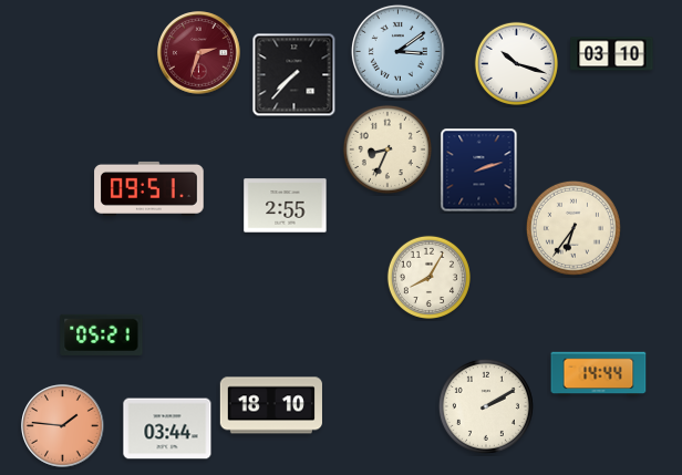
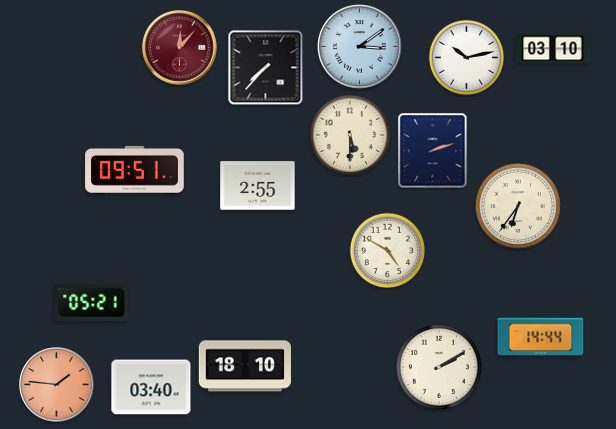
clock at (199, 53): 2:33 -> 12:07
clock at (516, 63): 10:18 -> 10:13
clock at (387, 149): 8:34 -> 5:30
clock at (479, 171) position: (479, 171) -> (433, 151)
clock at (428, 277): 8:05 -> 4:50
clock at (167, 428): 03:44 -> 03:40
